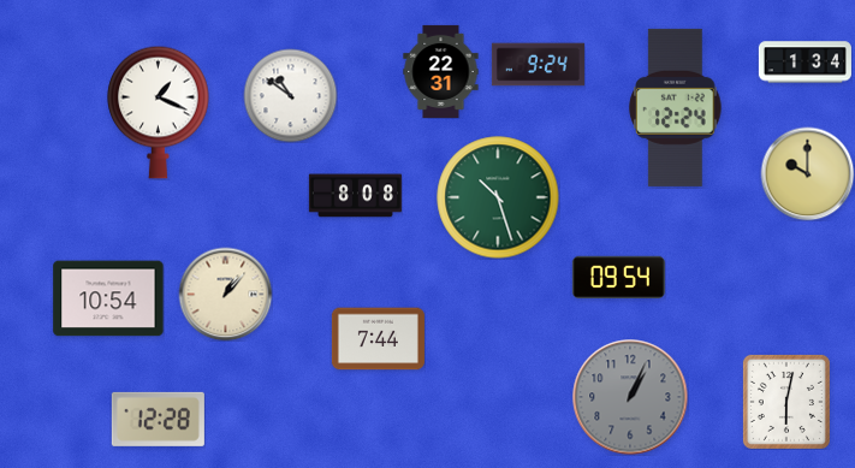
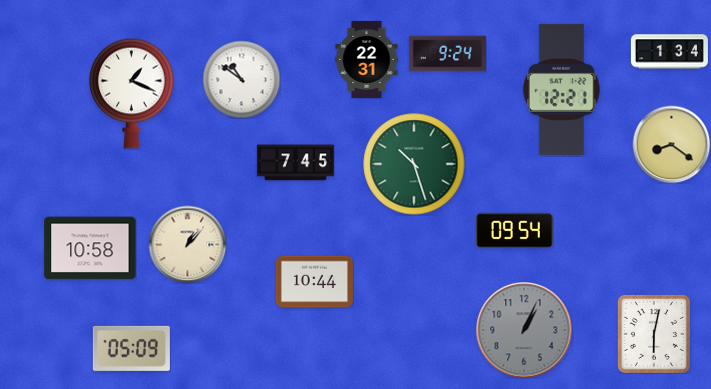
clock at (676, 107): 12:24 -> 12:21
clock at (807, 173): 10:00 -> 8:21
clock at (355, 196): 8:08 -> 7:45
clock at (108, 298): 10:54 -> 10:58
clock at (378, 339): 7:44 -> 10:44
clock at (158, 419): 12:28 -> 05:09
